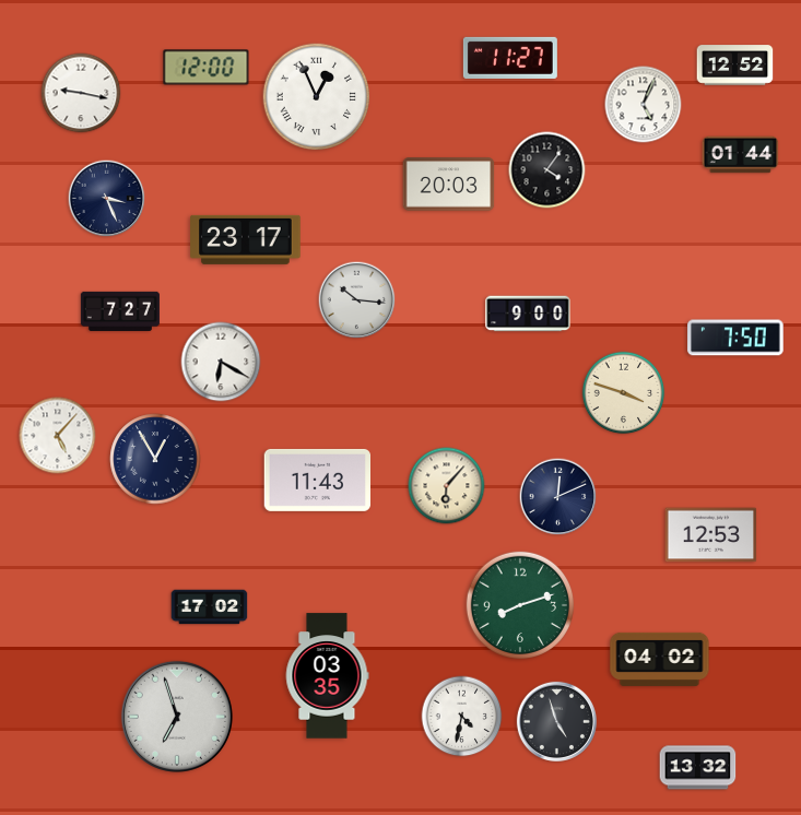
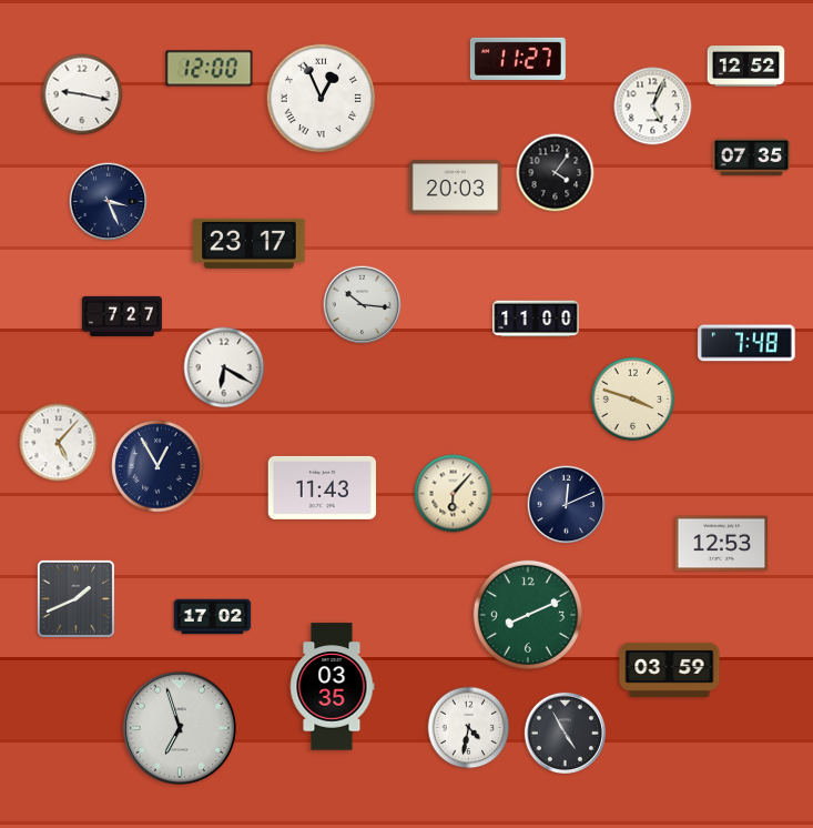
clock at (741, 155): 01:44 -> 07:35
clock at (528, 314): 9:00 -> 11:00
clock at (735, 338): 7:50 -> 7:48
clock at (75, 598): none -> 1:41
clock at (519, 604): 8:12 -> 8:11
clock at (660, 659): 04:02 -> 03:59
clock at (556, 721): 4:57 -> 4:55
clock at (698, 768): 13:32 -> none
